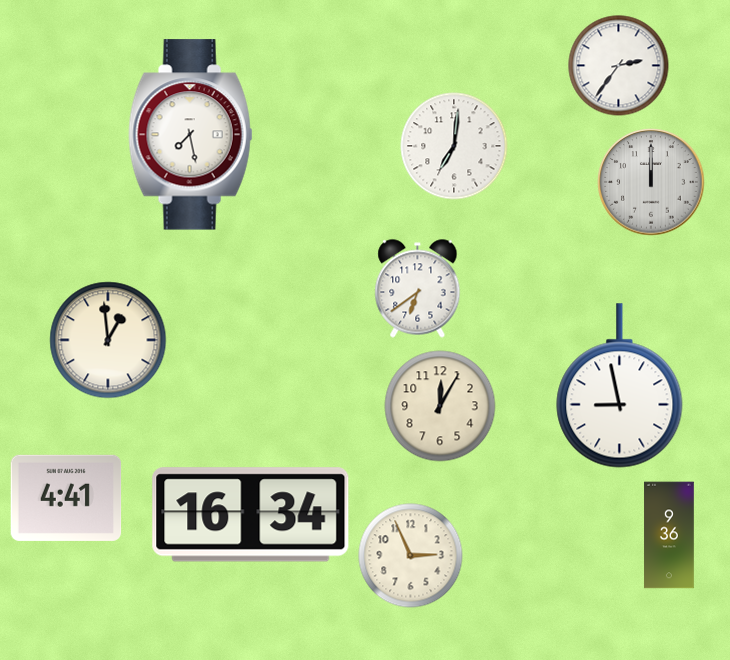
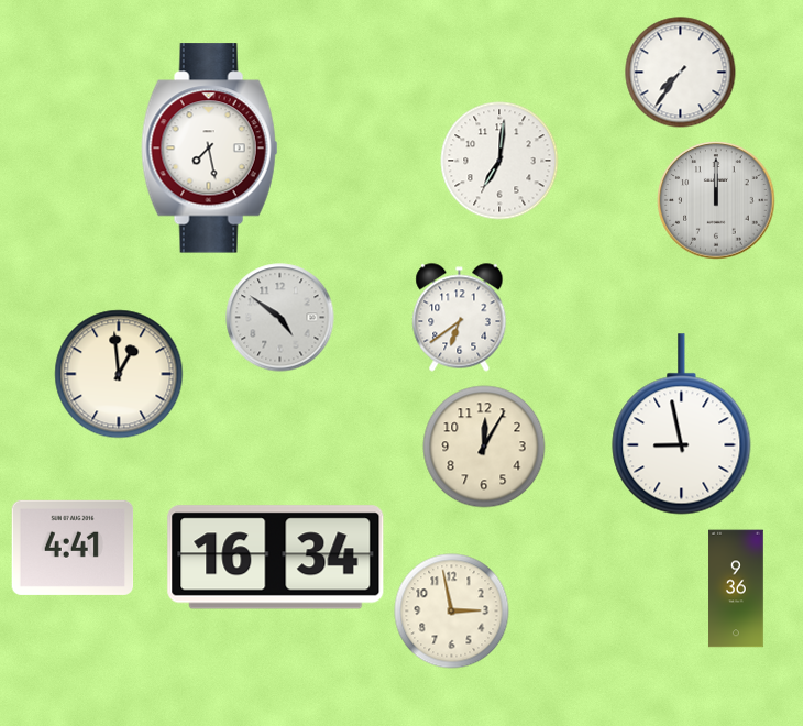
clock at (619, 66): 2:36 -> 7:36
clock at (280, 318): none -> 4:51
clock at (251, 515) position: (251, 515) -> (276, 558)
clock at (411, 556): 2:56 -> 2:58
